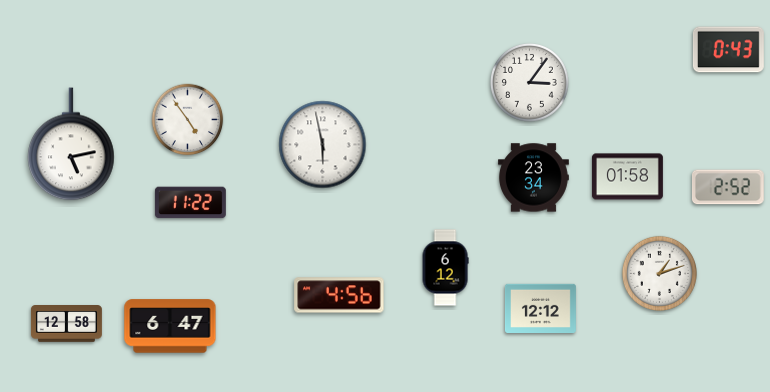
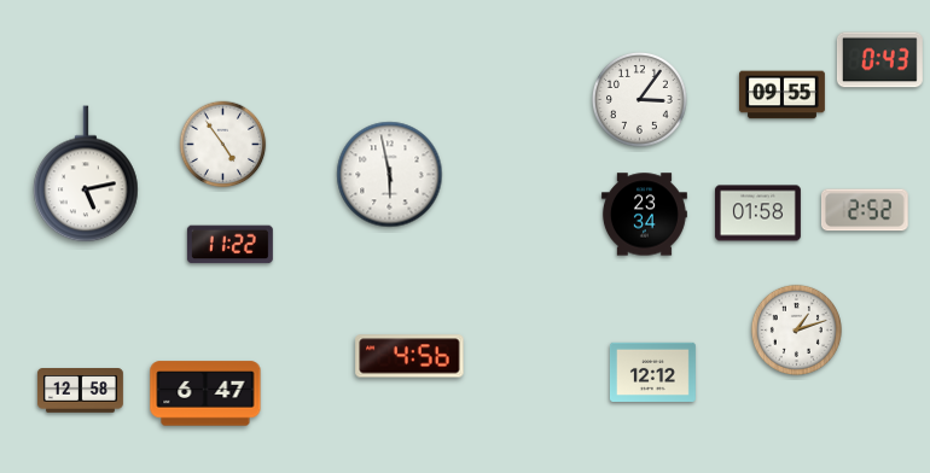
clock at (781, 95): none -> 09:55
clock at (188, 120) position: (188, 120) -> (223, 145)
clock at (728, 187) position: (728, 187) -> (865, 210)
clock at (445, 268): 6:12 -> none
